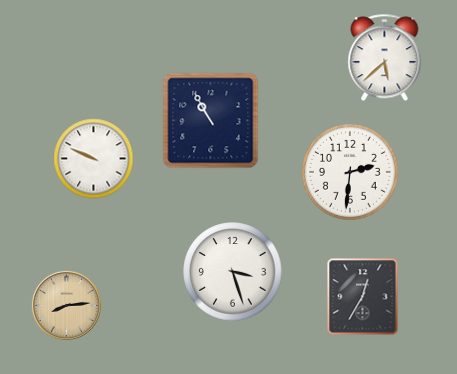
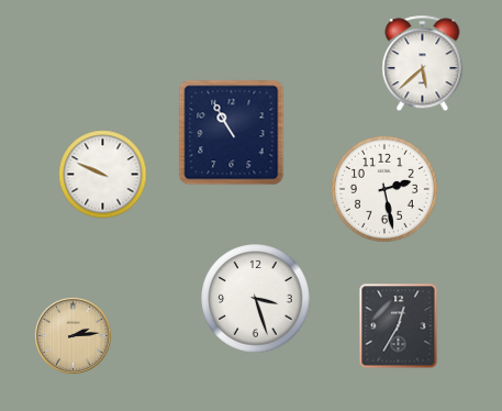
clock at (350, 172): 2:31 -> 2:28
clock at (66, 305): 8:14 -> 2:14
